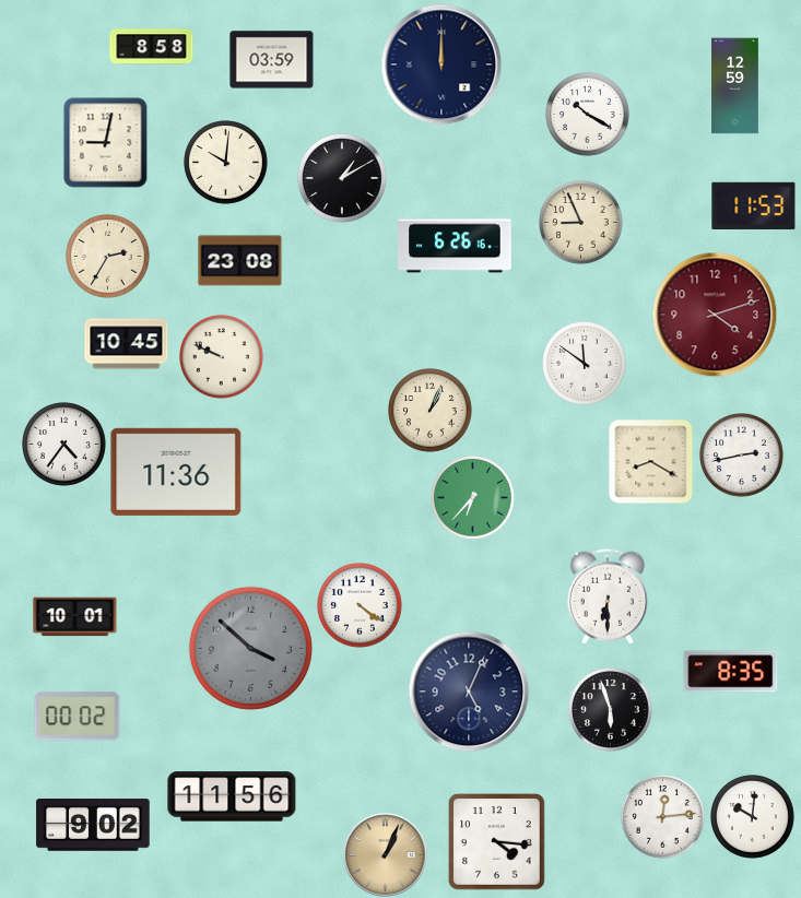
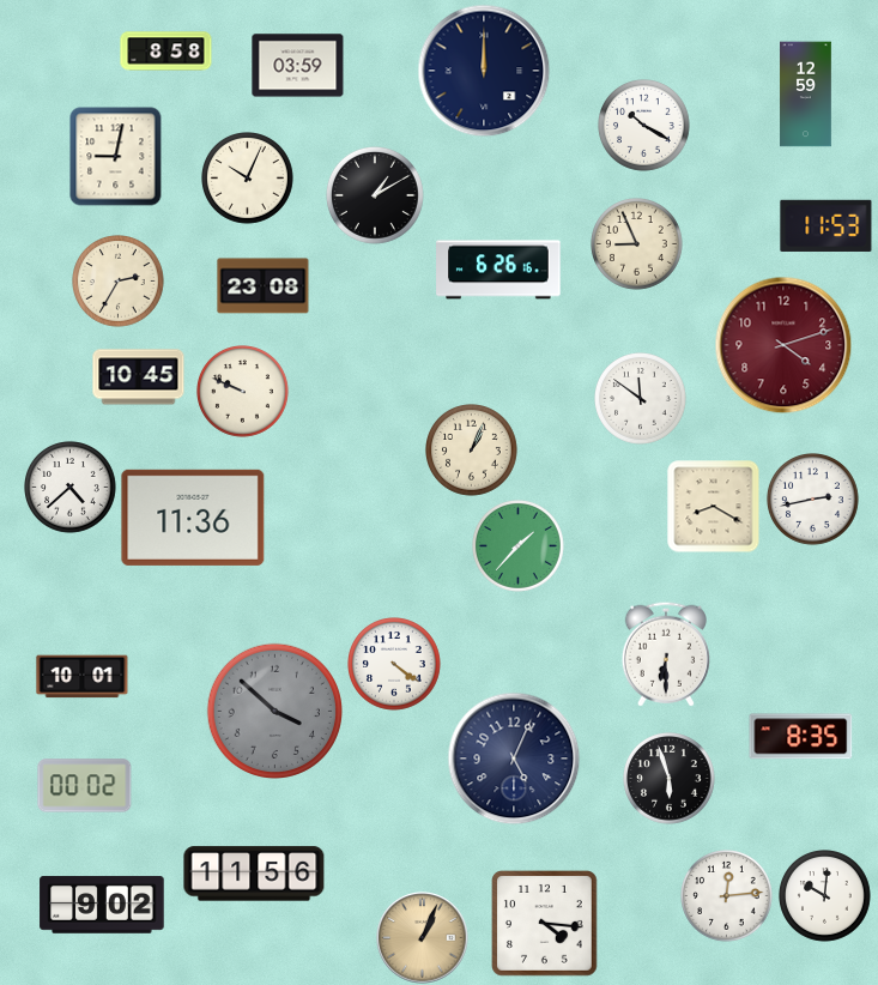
clock at (226, 163): 10:01 -> 10:04
clock at (64, 445): 4:36 -> 4:38
clock at (473, 498): 6:37 -> 1:37
